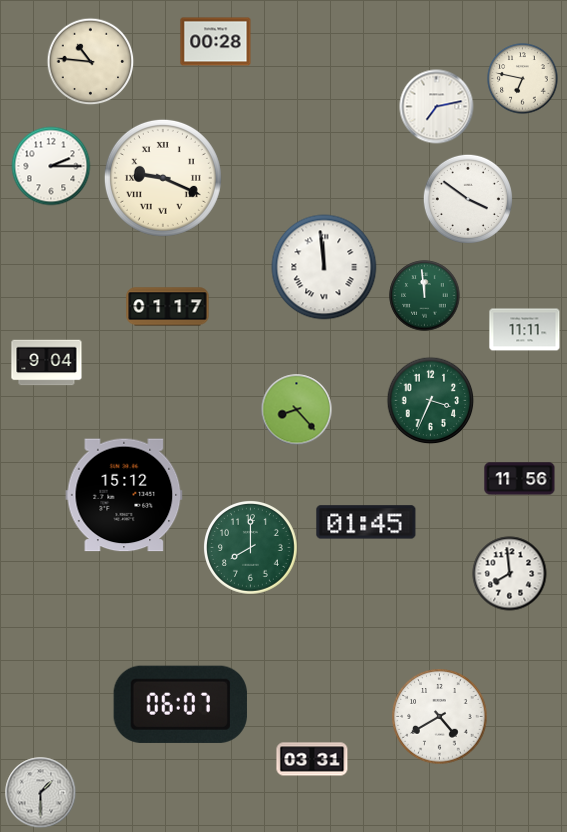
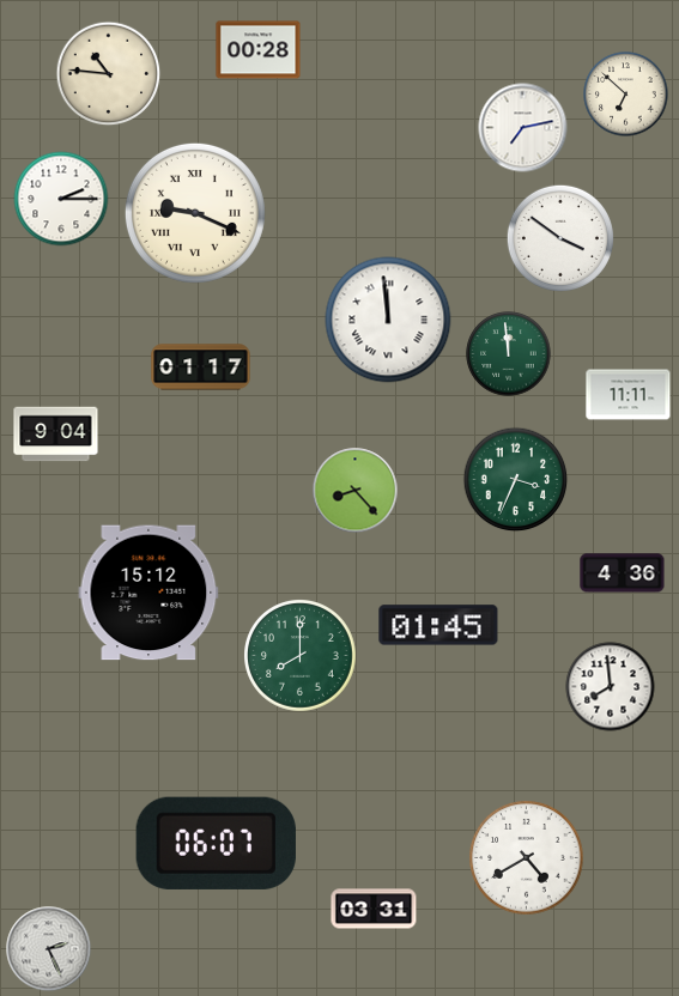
clock at (523, 79): 6:47 -> 6:52
clock at (520, 479): 11:56 -> 4:36
clock at (41, 793): 1:30 -> 2:26
